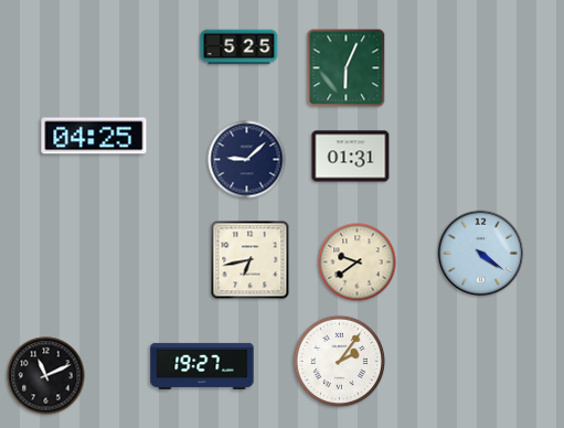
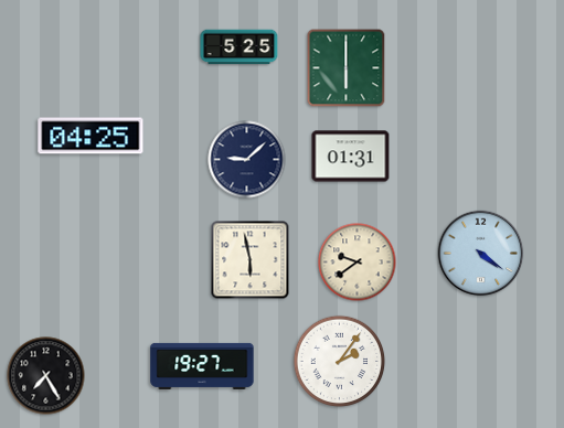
clock at (347, 68): 6:04 -> 6:00
clock at (94, 136) position: (94, 136) -> (91, 136)
clock at (251, 260): 6:43 -> 5:58
clock at (46, 376): 11:11 -> 7:25
